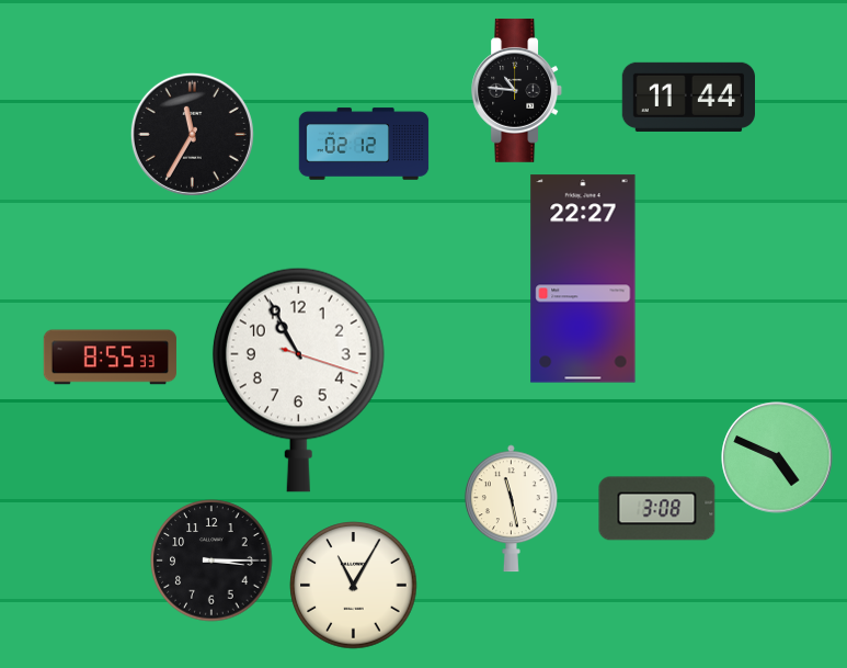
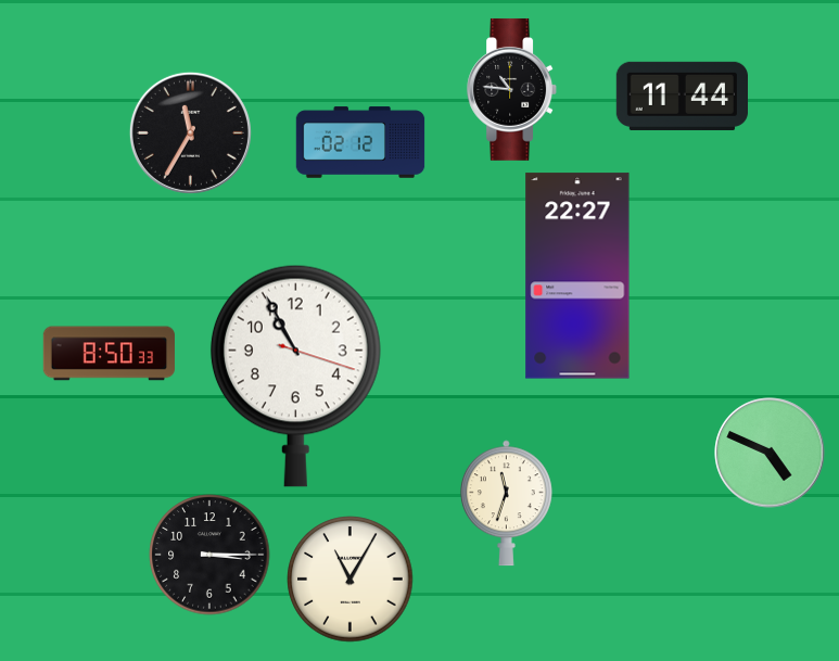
clock at (110, 358): 8:55 -> 8:50
clock at (511, 509): 11:28 -> 11:33
clock at (657, 509): 3:08 -> none
